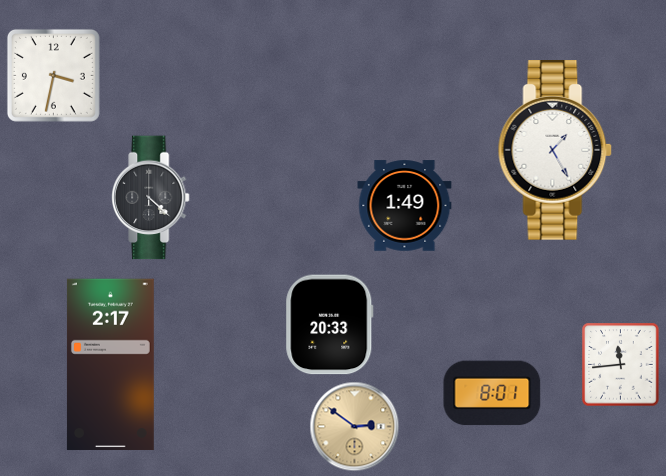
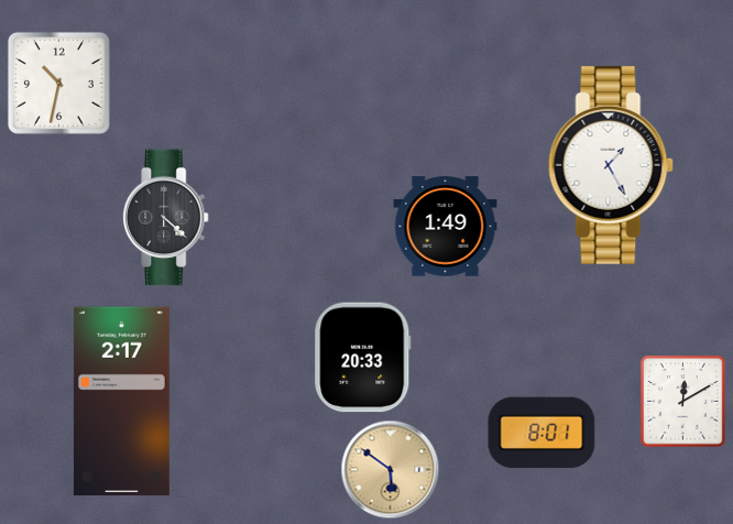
clock at (53, 75): 3:32 -> 10:32
clock at (621, 365): 11:44 -> 12:10
clock at (355, 427): 2:51 -> 5:51
